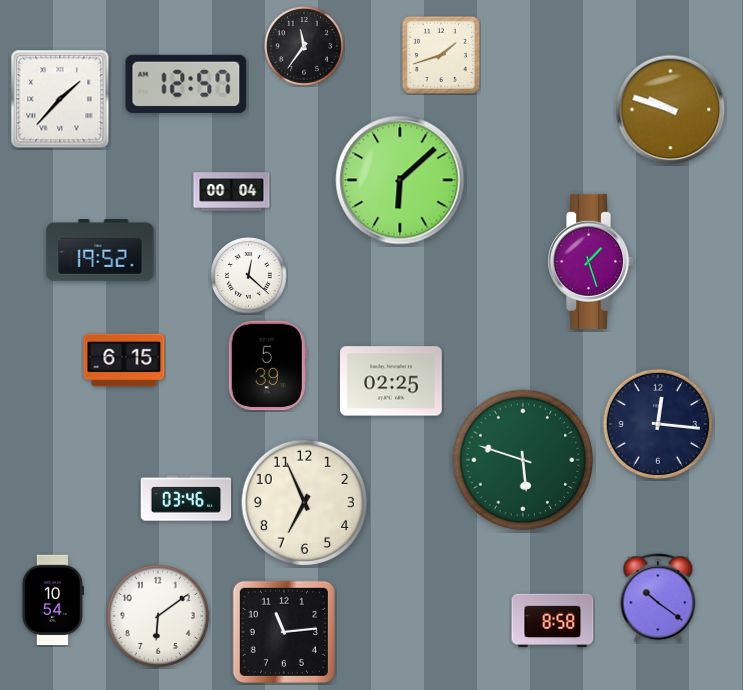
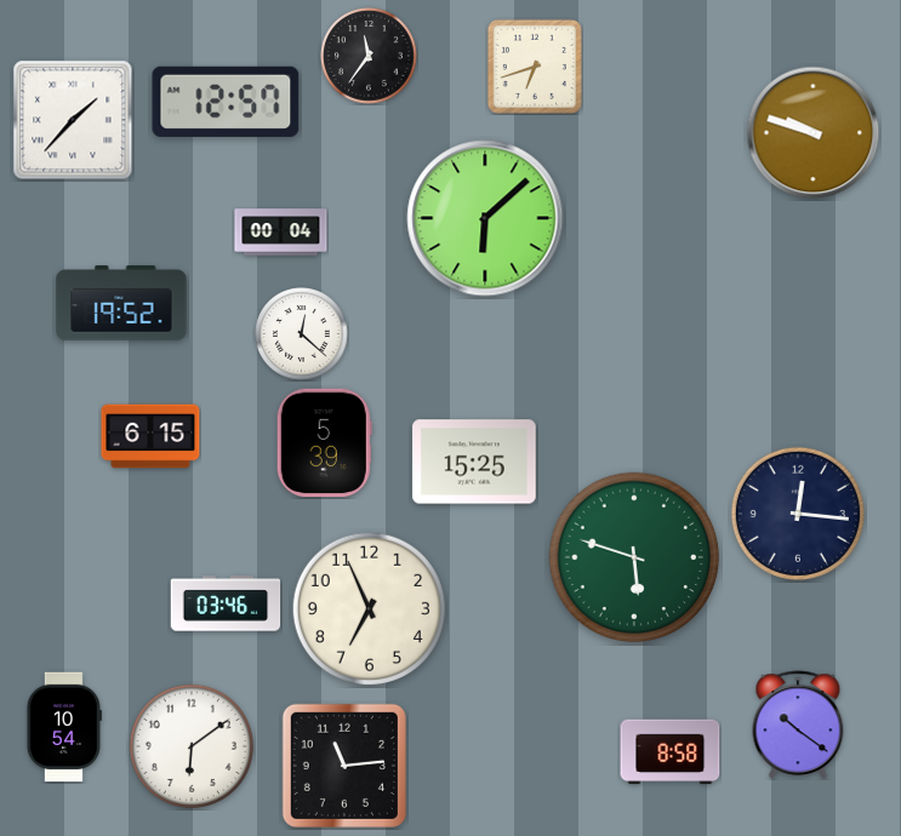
clock at (441, 55): 1:42 -> 6:42
clock at (591, 261): 1:27 -> none
clock at (391, 381): 02:25 -> 15:25
